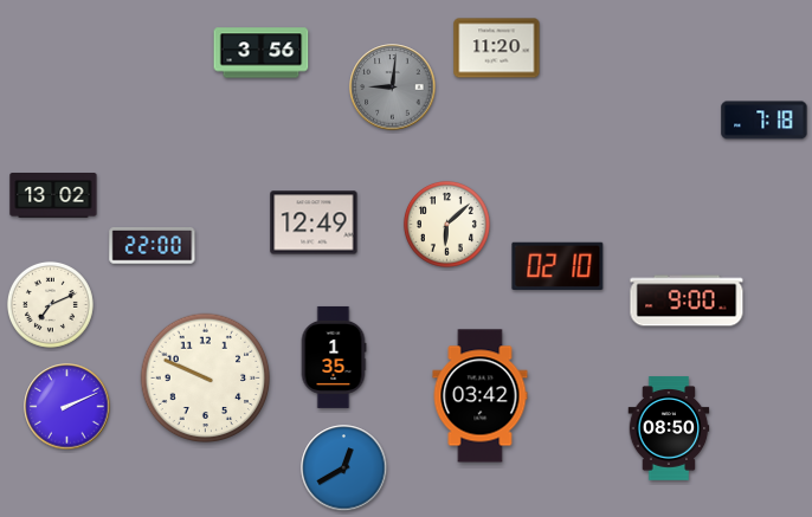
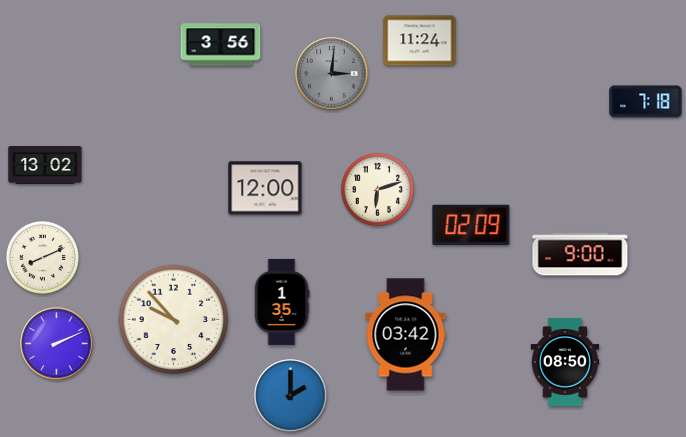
clock at (497, 49): 11:20 -> 11:24
clock at (393, 88): 9:01 -> 3:01
clock at (314, 222): 12:49 -> 12:00
clock at (446, 224): 6:08 -> 6:12
clock at (153, 246): 22:00 -> none
clock at (558, 265): 02:10 -> 02:09
clock at (50, 304): 7:11 -> 8:11
clock at (206, 379): 9:49 -> 9:53
clock at (344, 468): 12:40 -> 2:00
